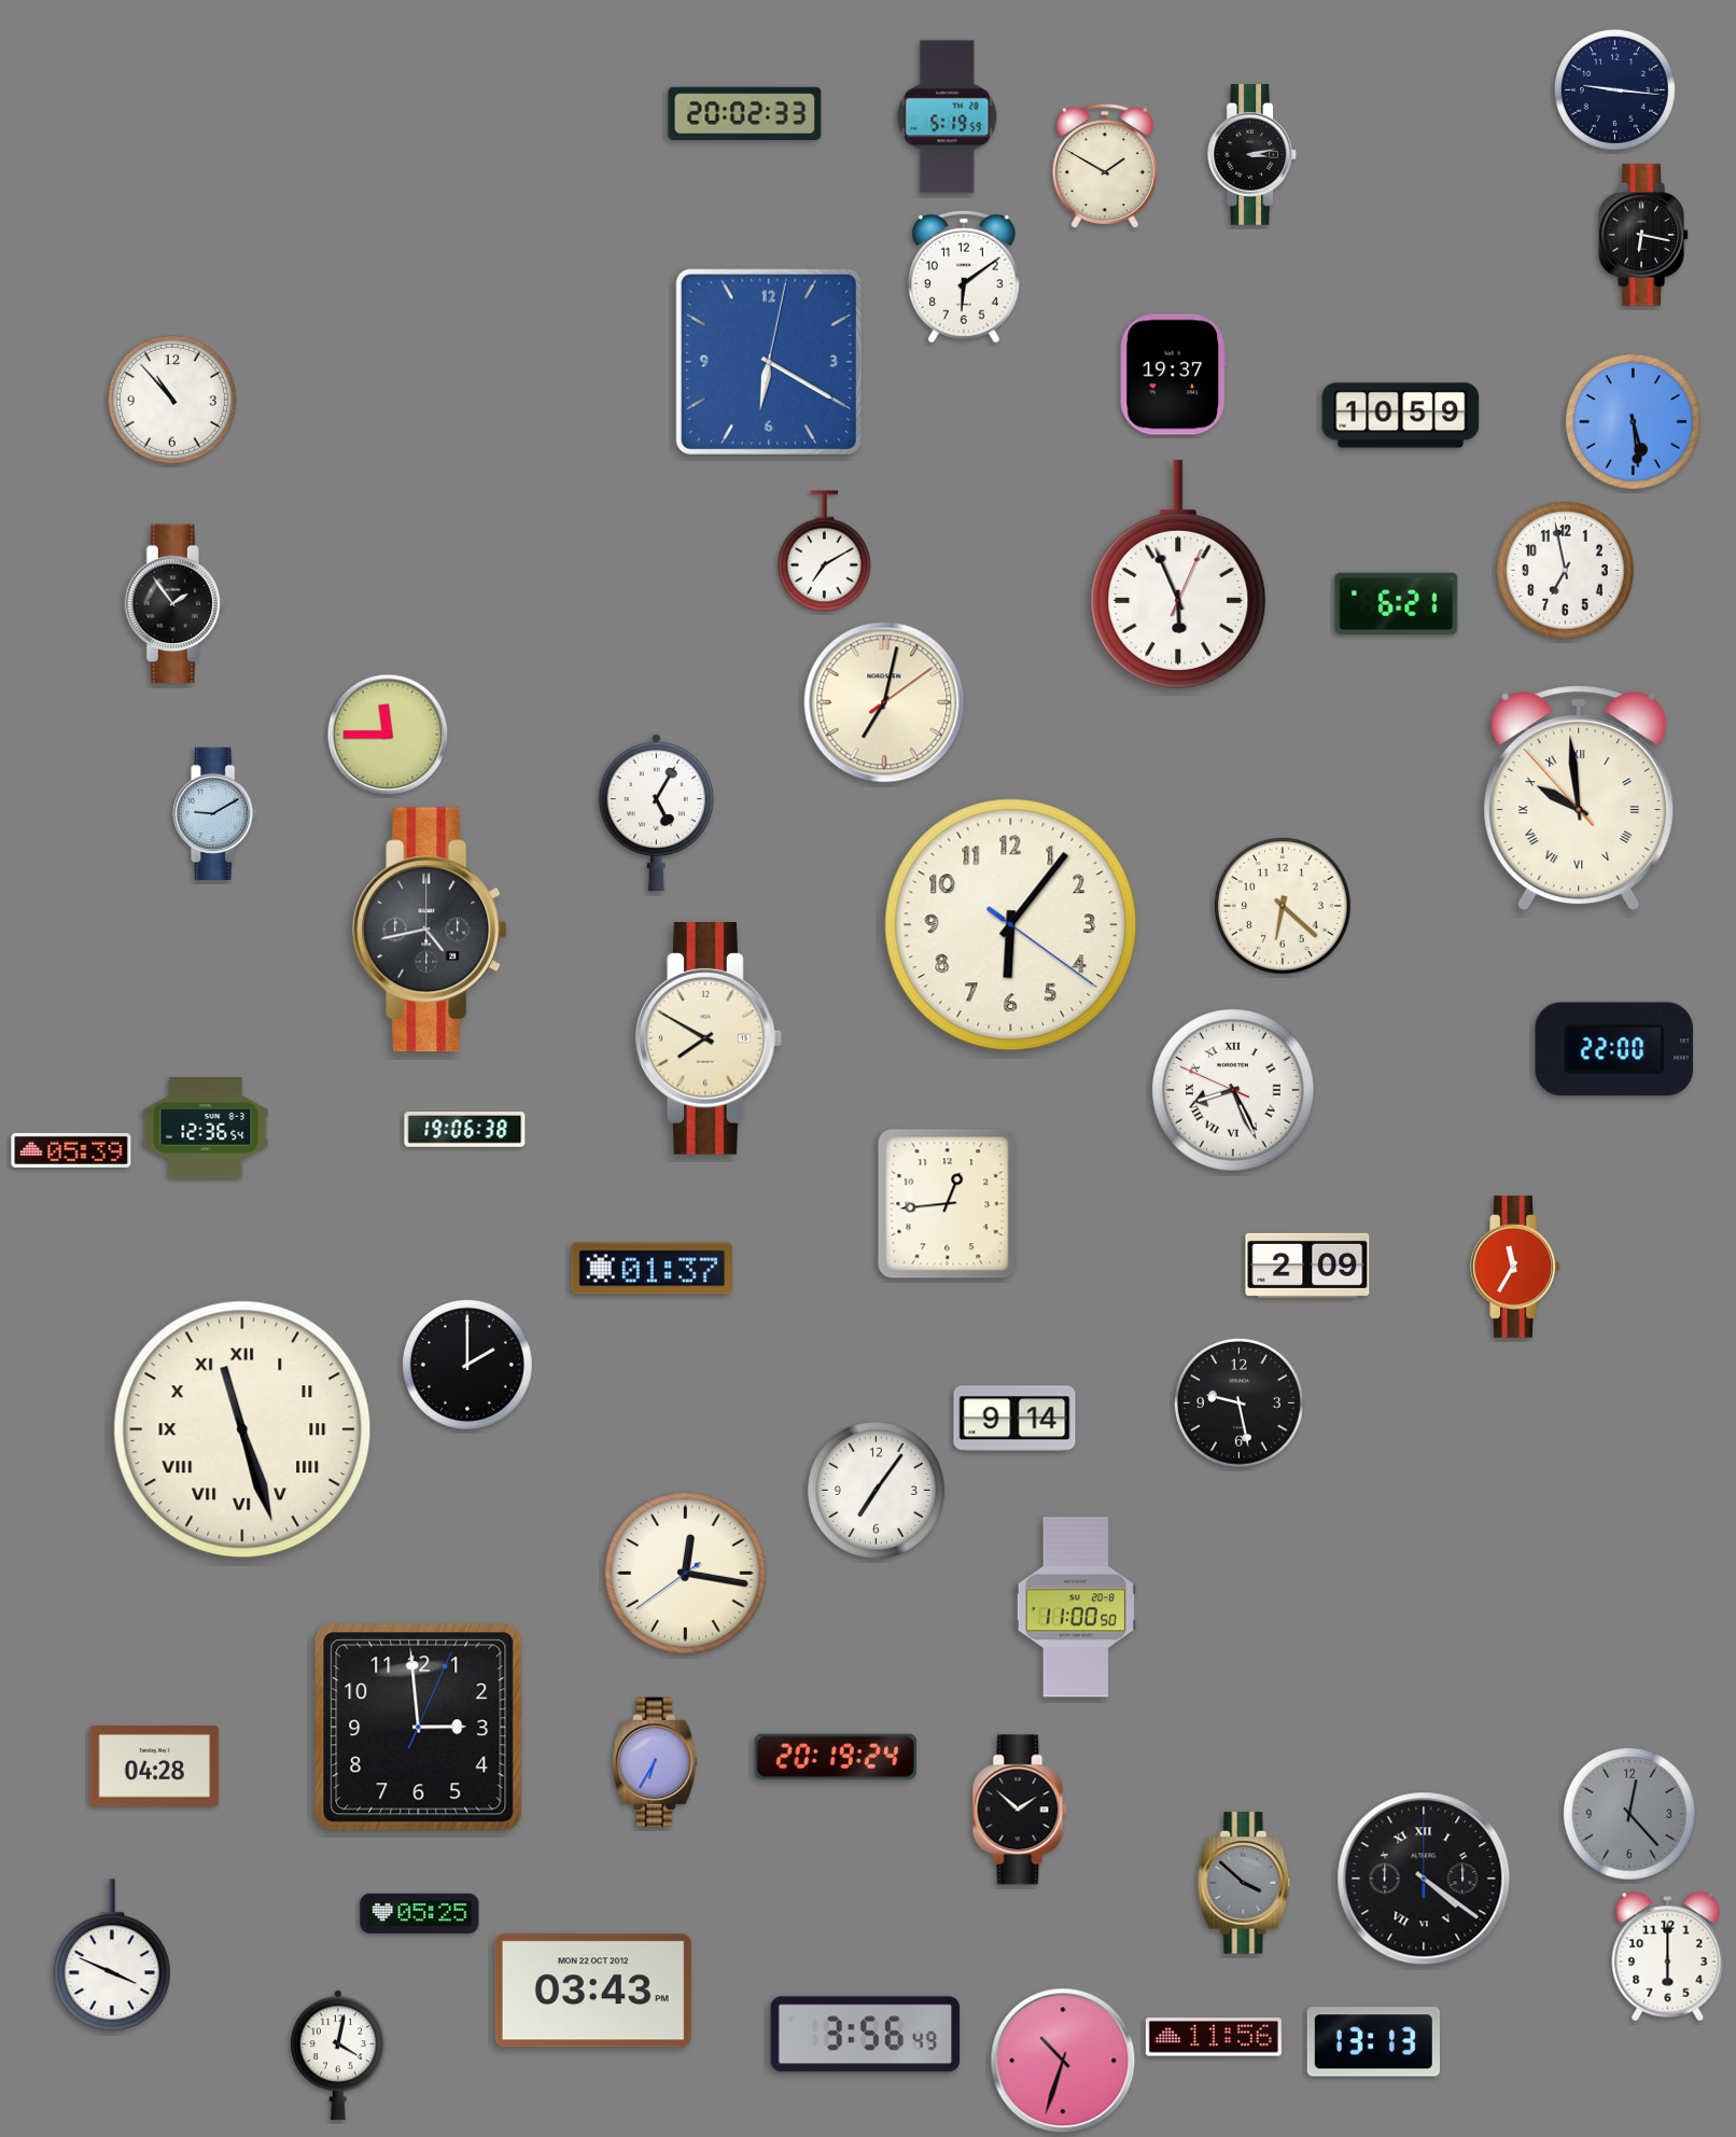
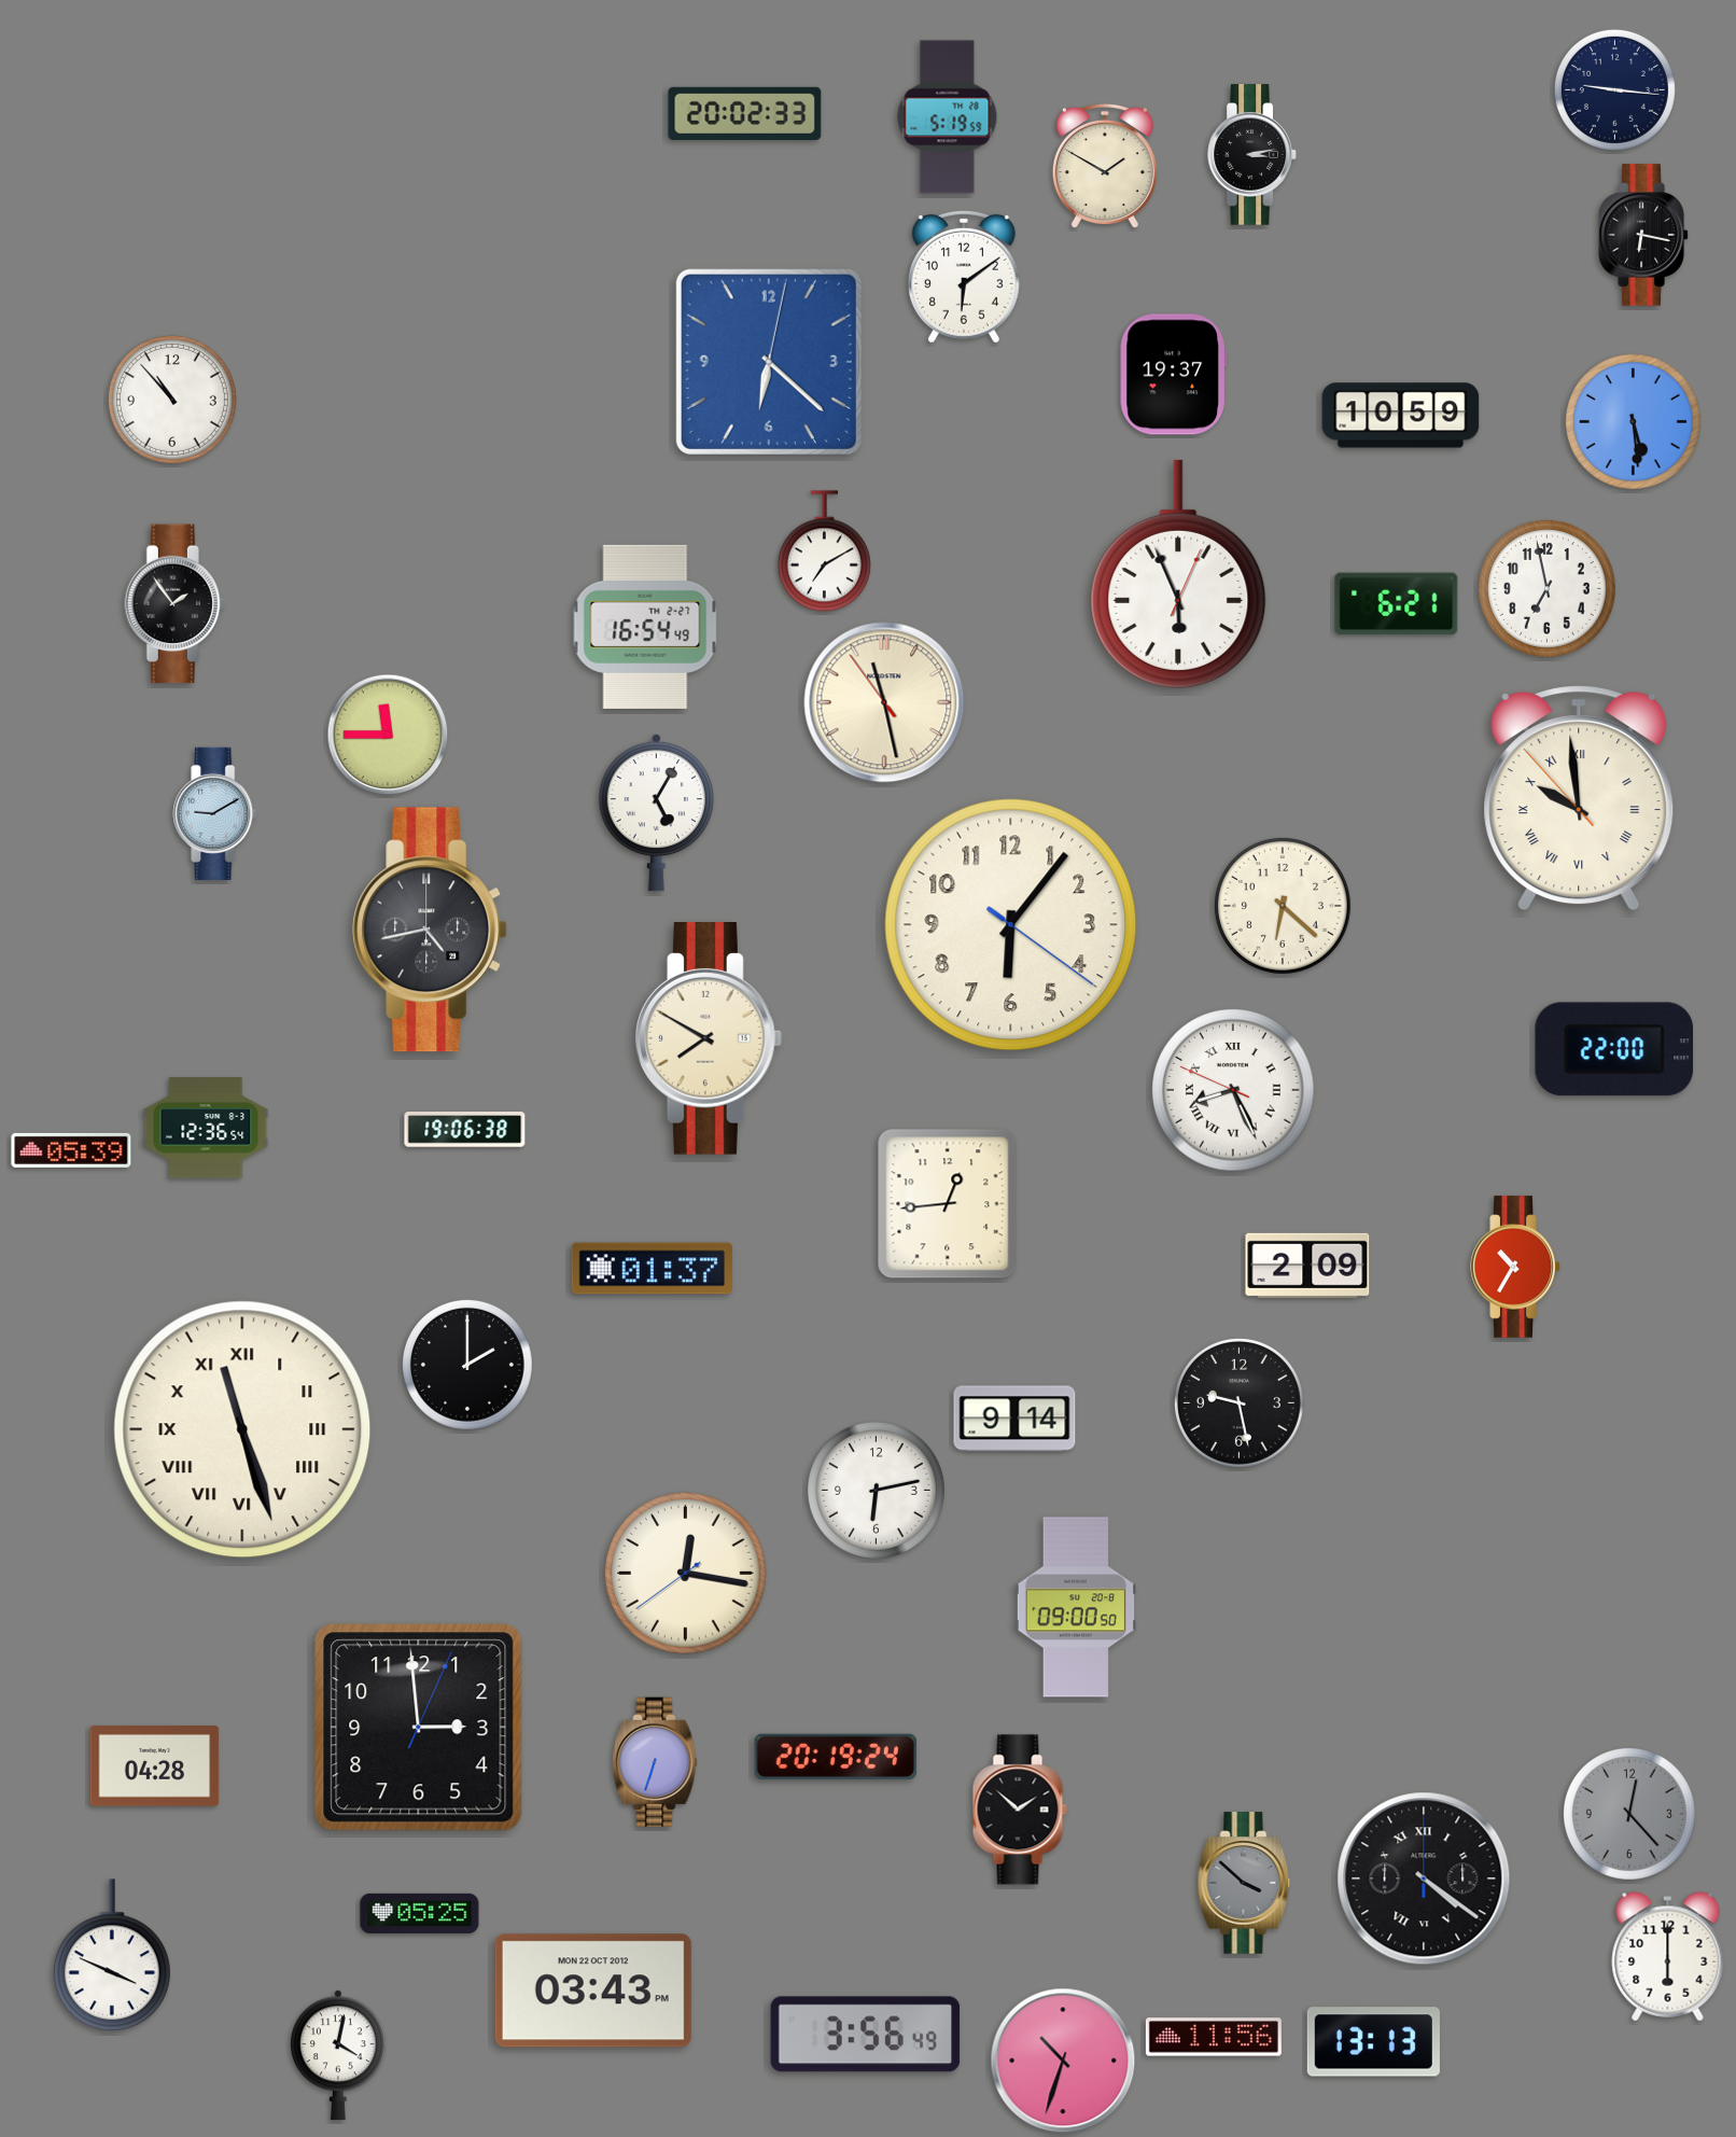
clock at (769, 362): 6:20 -> 6:22
clock at (1565, 570) position: (1565, 570) -> (1546, 588)
clock at (645, 627): none -> 16:54
clock at (884, 702): 7:02 -> 11:27
clock at (1515, 1267): 11:35 -> 10:35
clock at (876, 1490): 7:06 -> 6:13
clock at (1076, 1607): 11:00 -> 09:00
clock at (655, 1762): 6:35 -> 6:33
